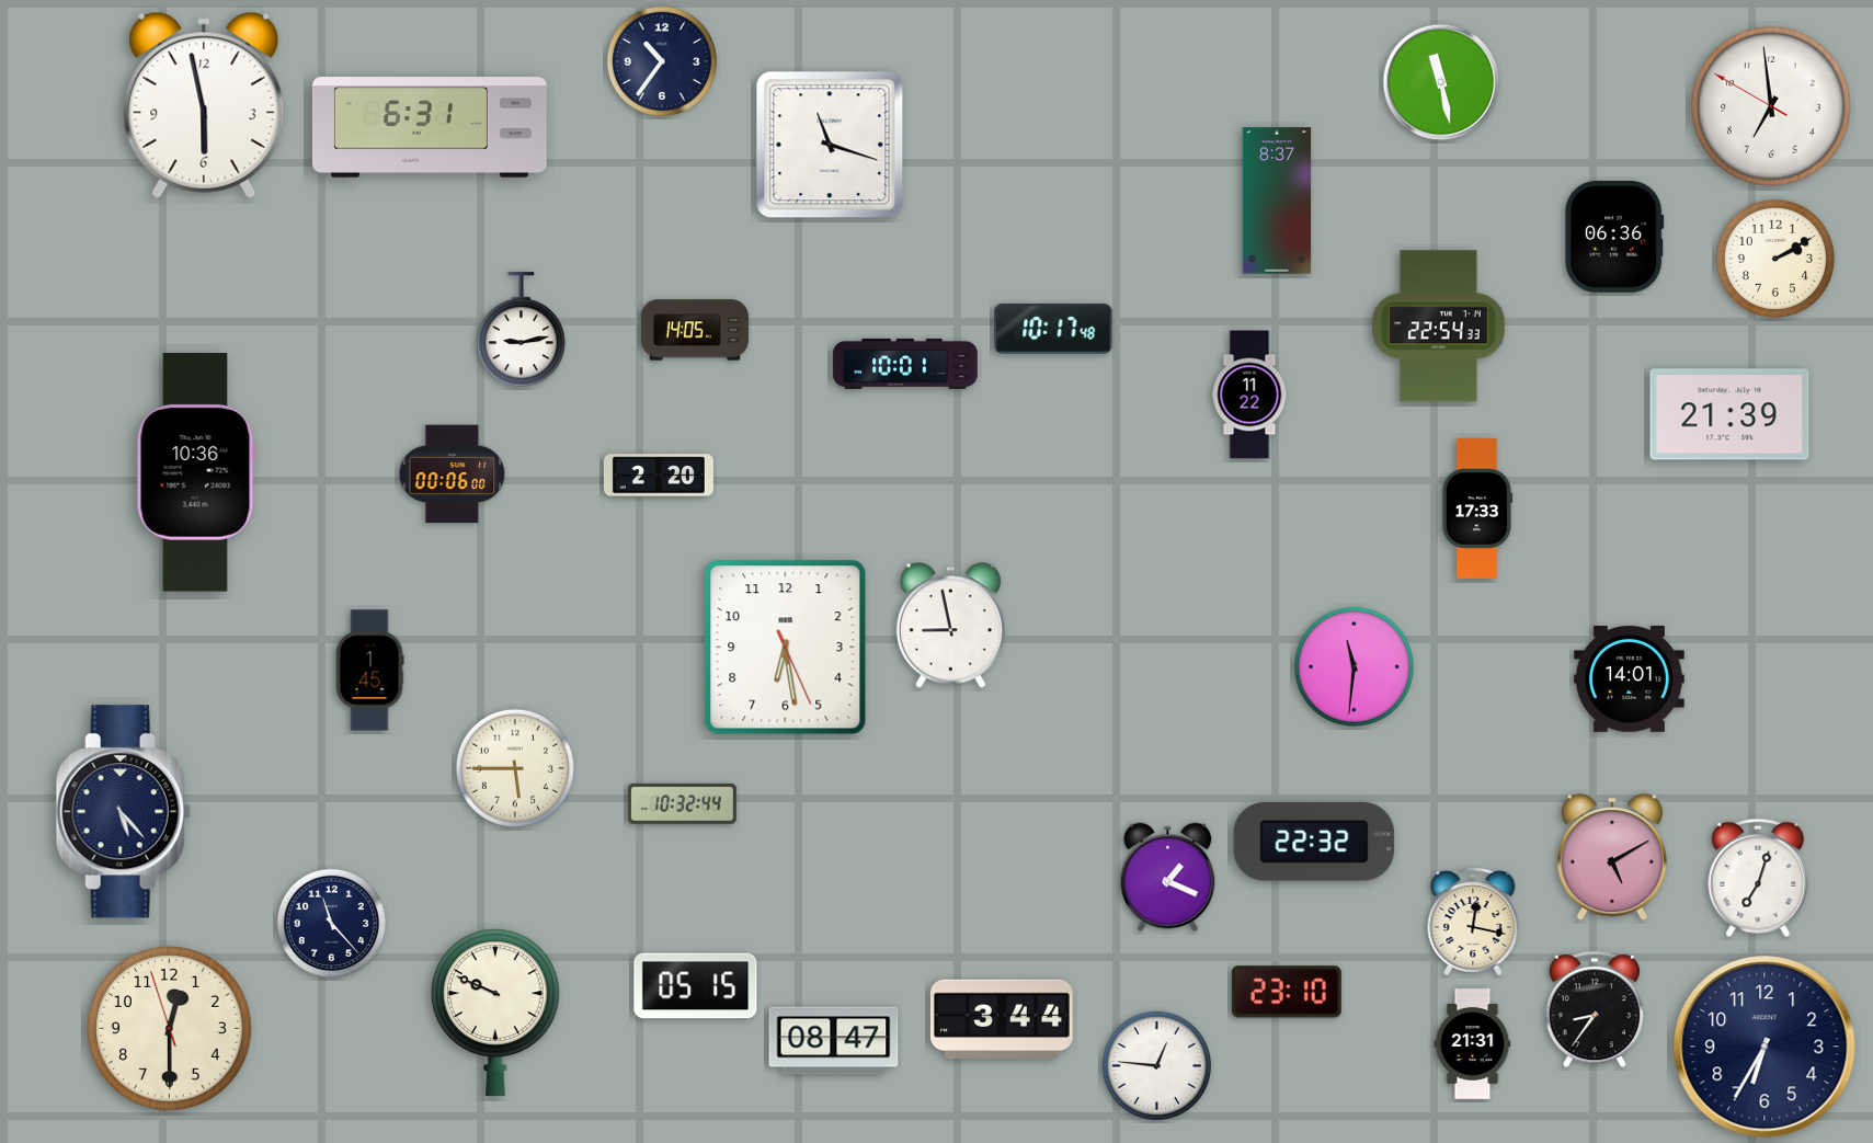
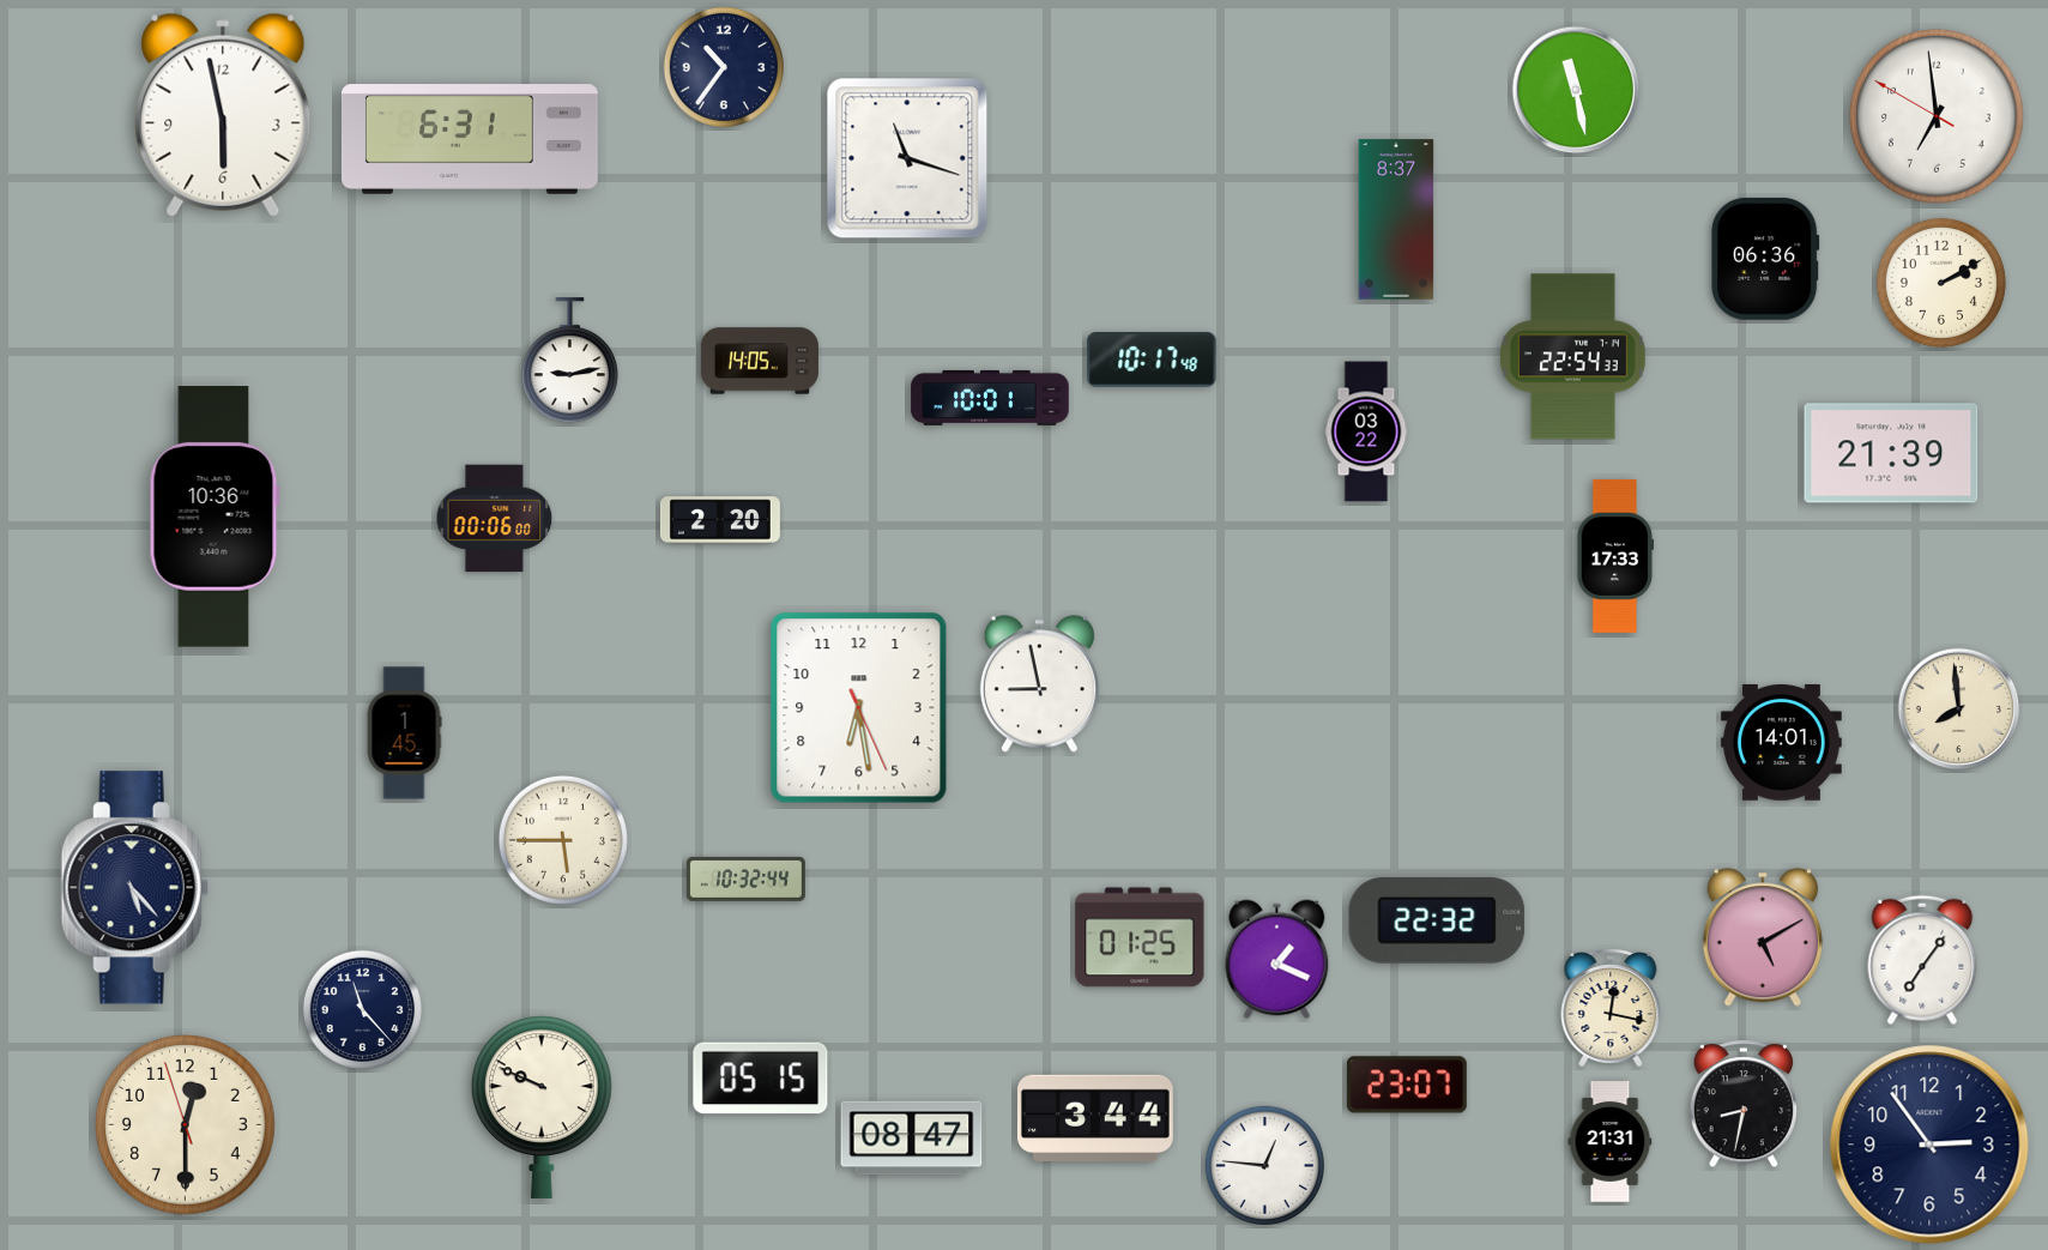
clock at (1249, 395): 11:22 -> 03:22
clock at (1959, 709): none -> 7:59
clock at (1354, 666): 11:31 -> none
clock at (1140, 937): none -> 01:25
clock at (1758, 878): 7:03 -> 7:06
clock at (1287, 992): 23:10 -> 23:07
clock at (1594, 1010): 8:36 -> 8:32
clock at (1002, 1018) position: (1002, 1018) -> (1095, 1117)
clock at (1764, 1047): 6:35 -> 2:54
